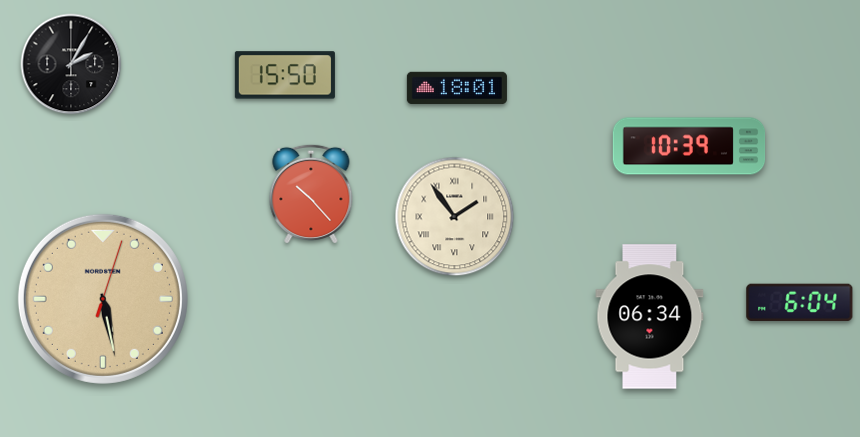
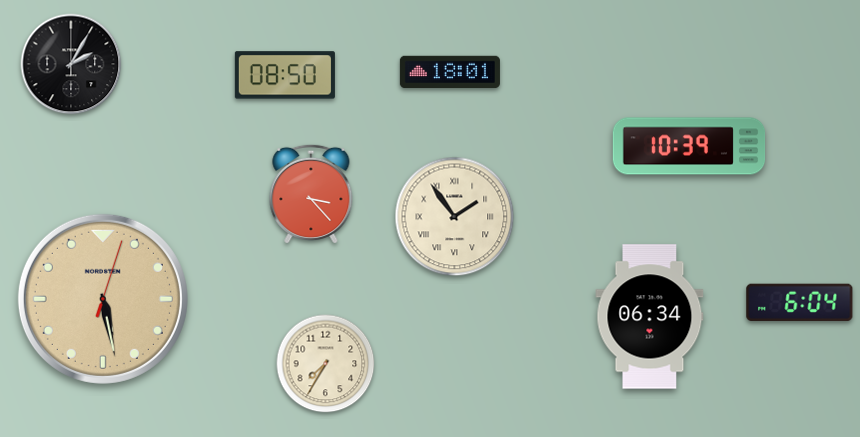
clock at (285, 75): 15:50 -> 08:50
clock at (457, 88) position: (457, 88) -> (450, 72)
clock at (311, 194): 10:23 -> 3:23
clock at (326, 364): none -> 7:35
